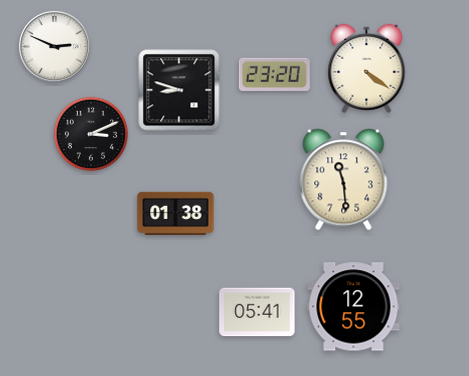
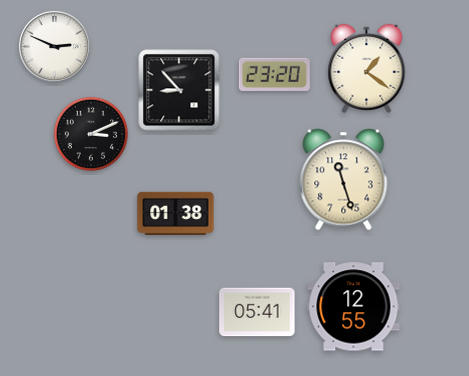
clock at (367, 68): 4:21 -> 1:21
clock at (179, 90): 8:48 -> 8:53
clock at (344, 180): 11:29 -> 11:27
